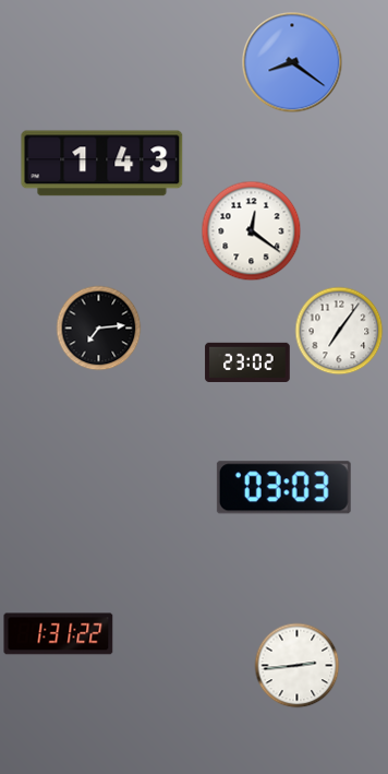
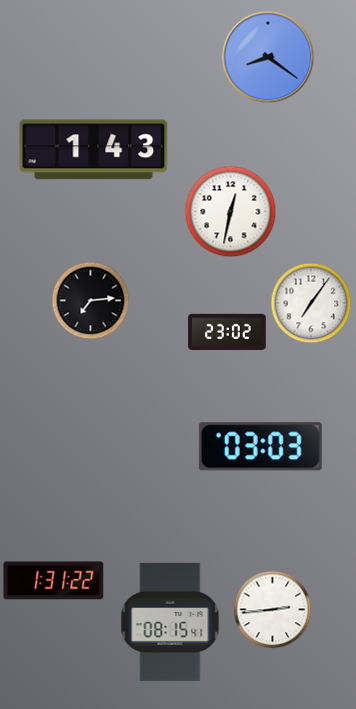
clock at (251, 230): 12:21 -> 12:32
clock at (170, 622): none -> 08:15
